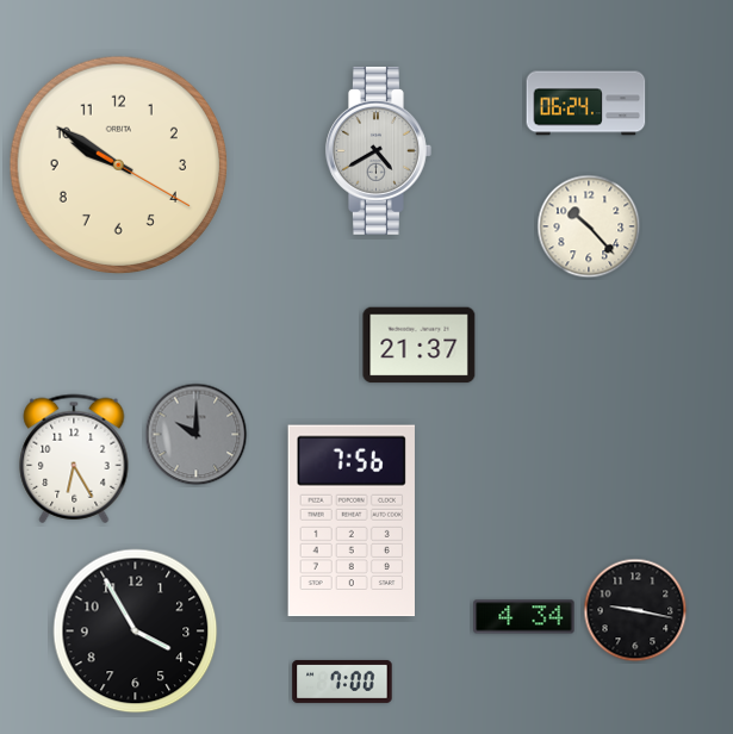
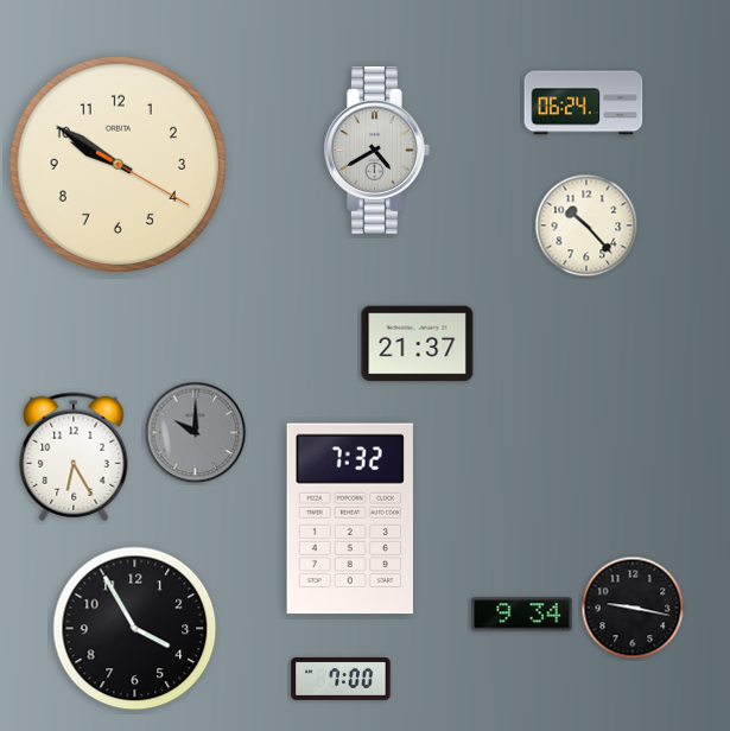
clock at (352, 521): 7:56 -> 7:32
clock at (524, 617): 4:34 -> 9:34
